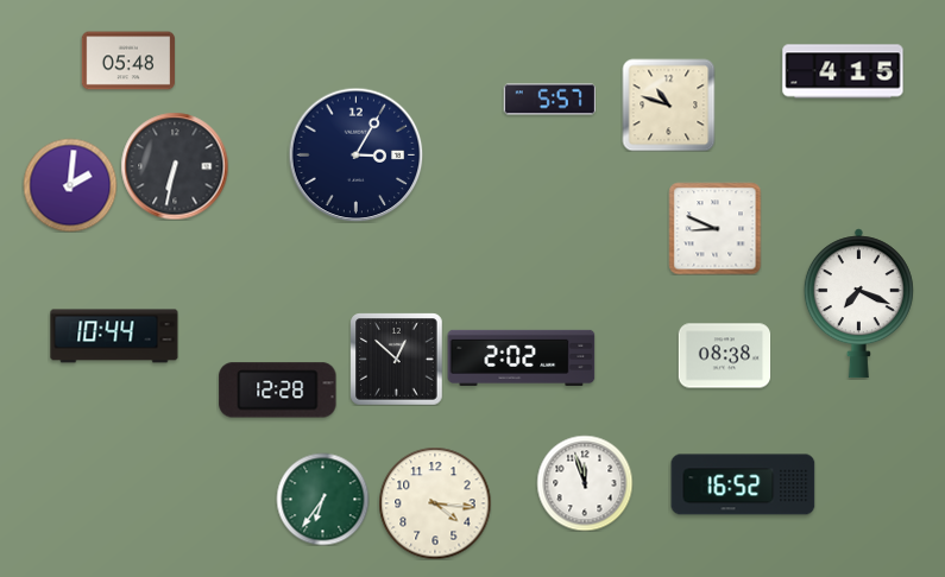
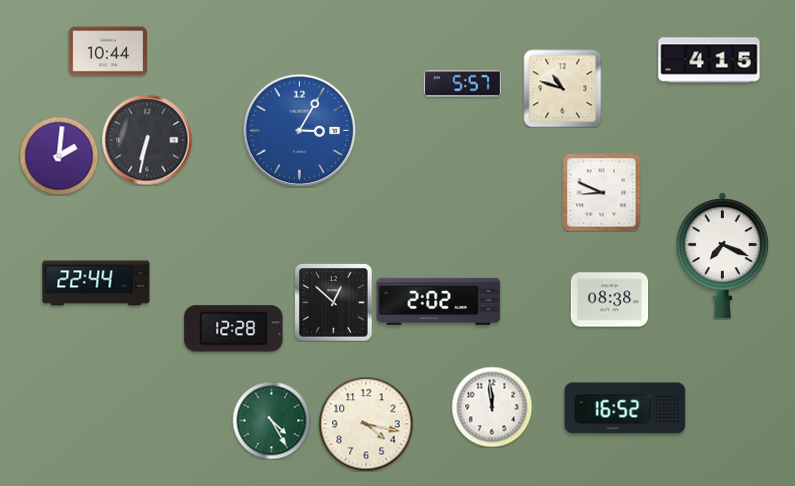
clock at (127, 61): 05:48 -> 10:44
clock at (355, 154) dial: navy -> blue
clock at (114, 336): 10:44 -> 22:44
clock at (585, 483): 11:57 -> 11:59
clock at (322, 499): 6:36 -> 4:25
clock at (435, 503): 4:16 -> 4:17
